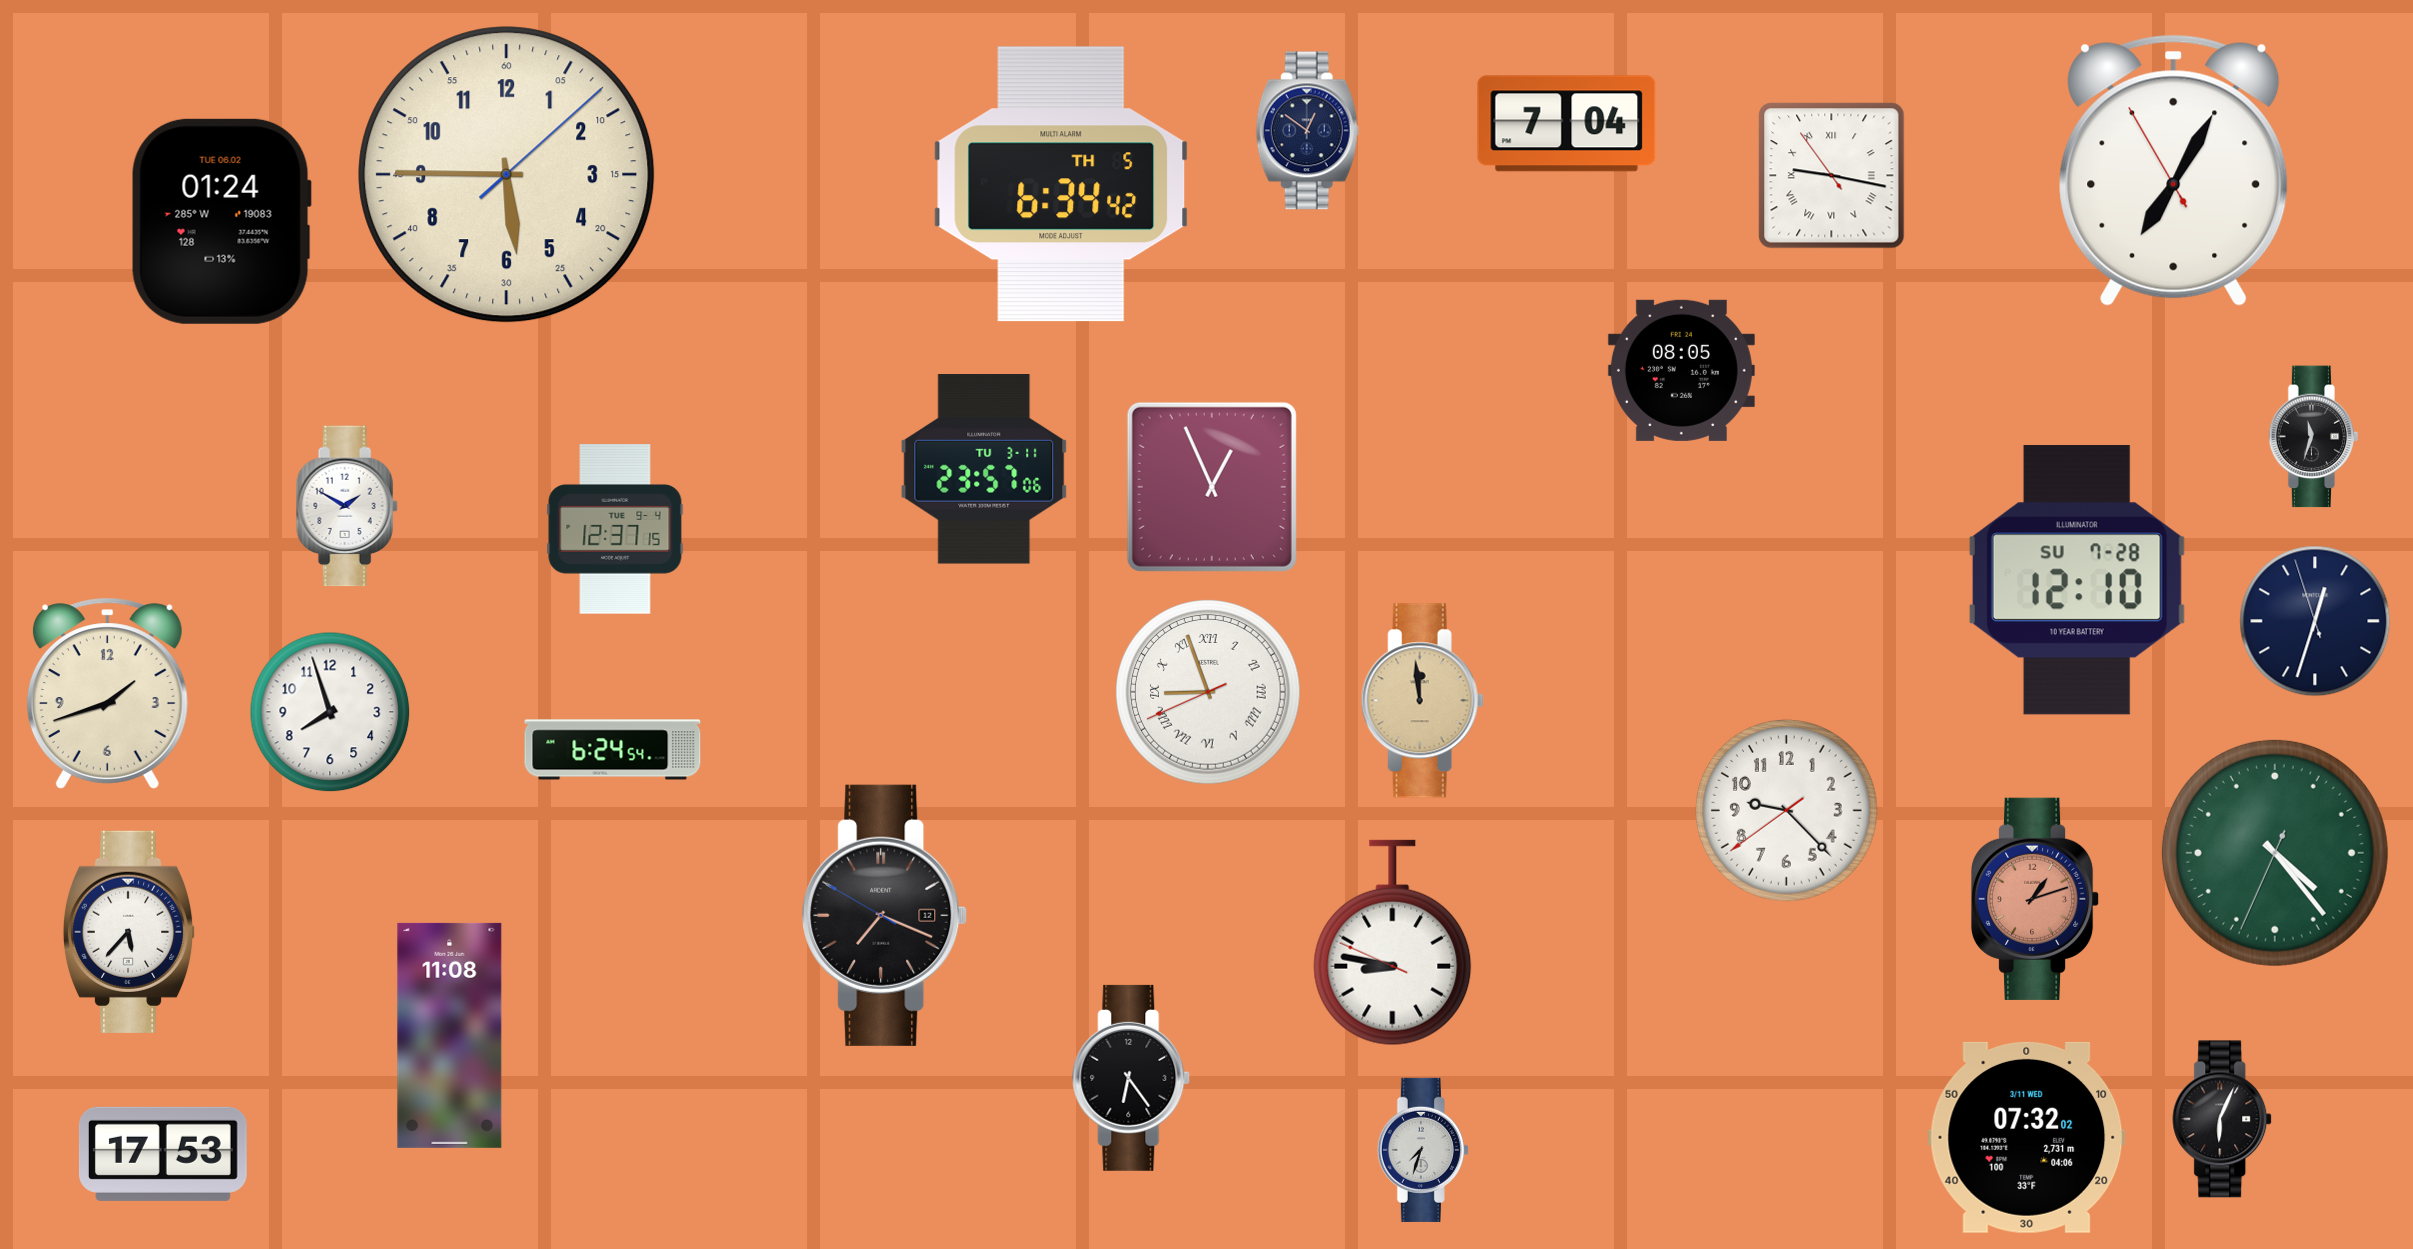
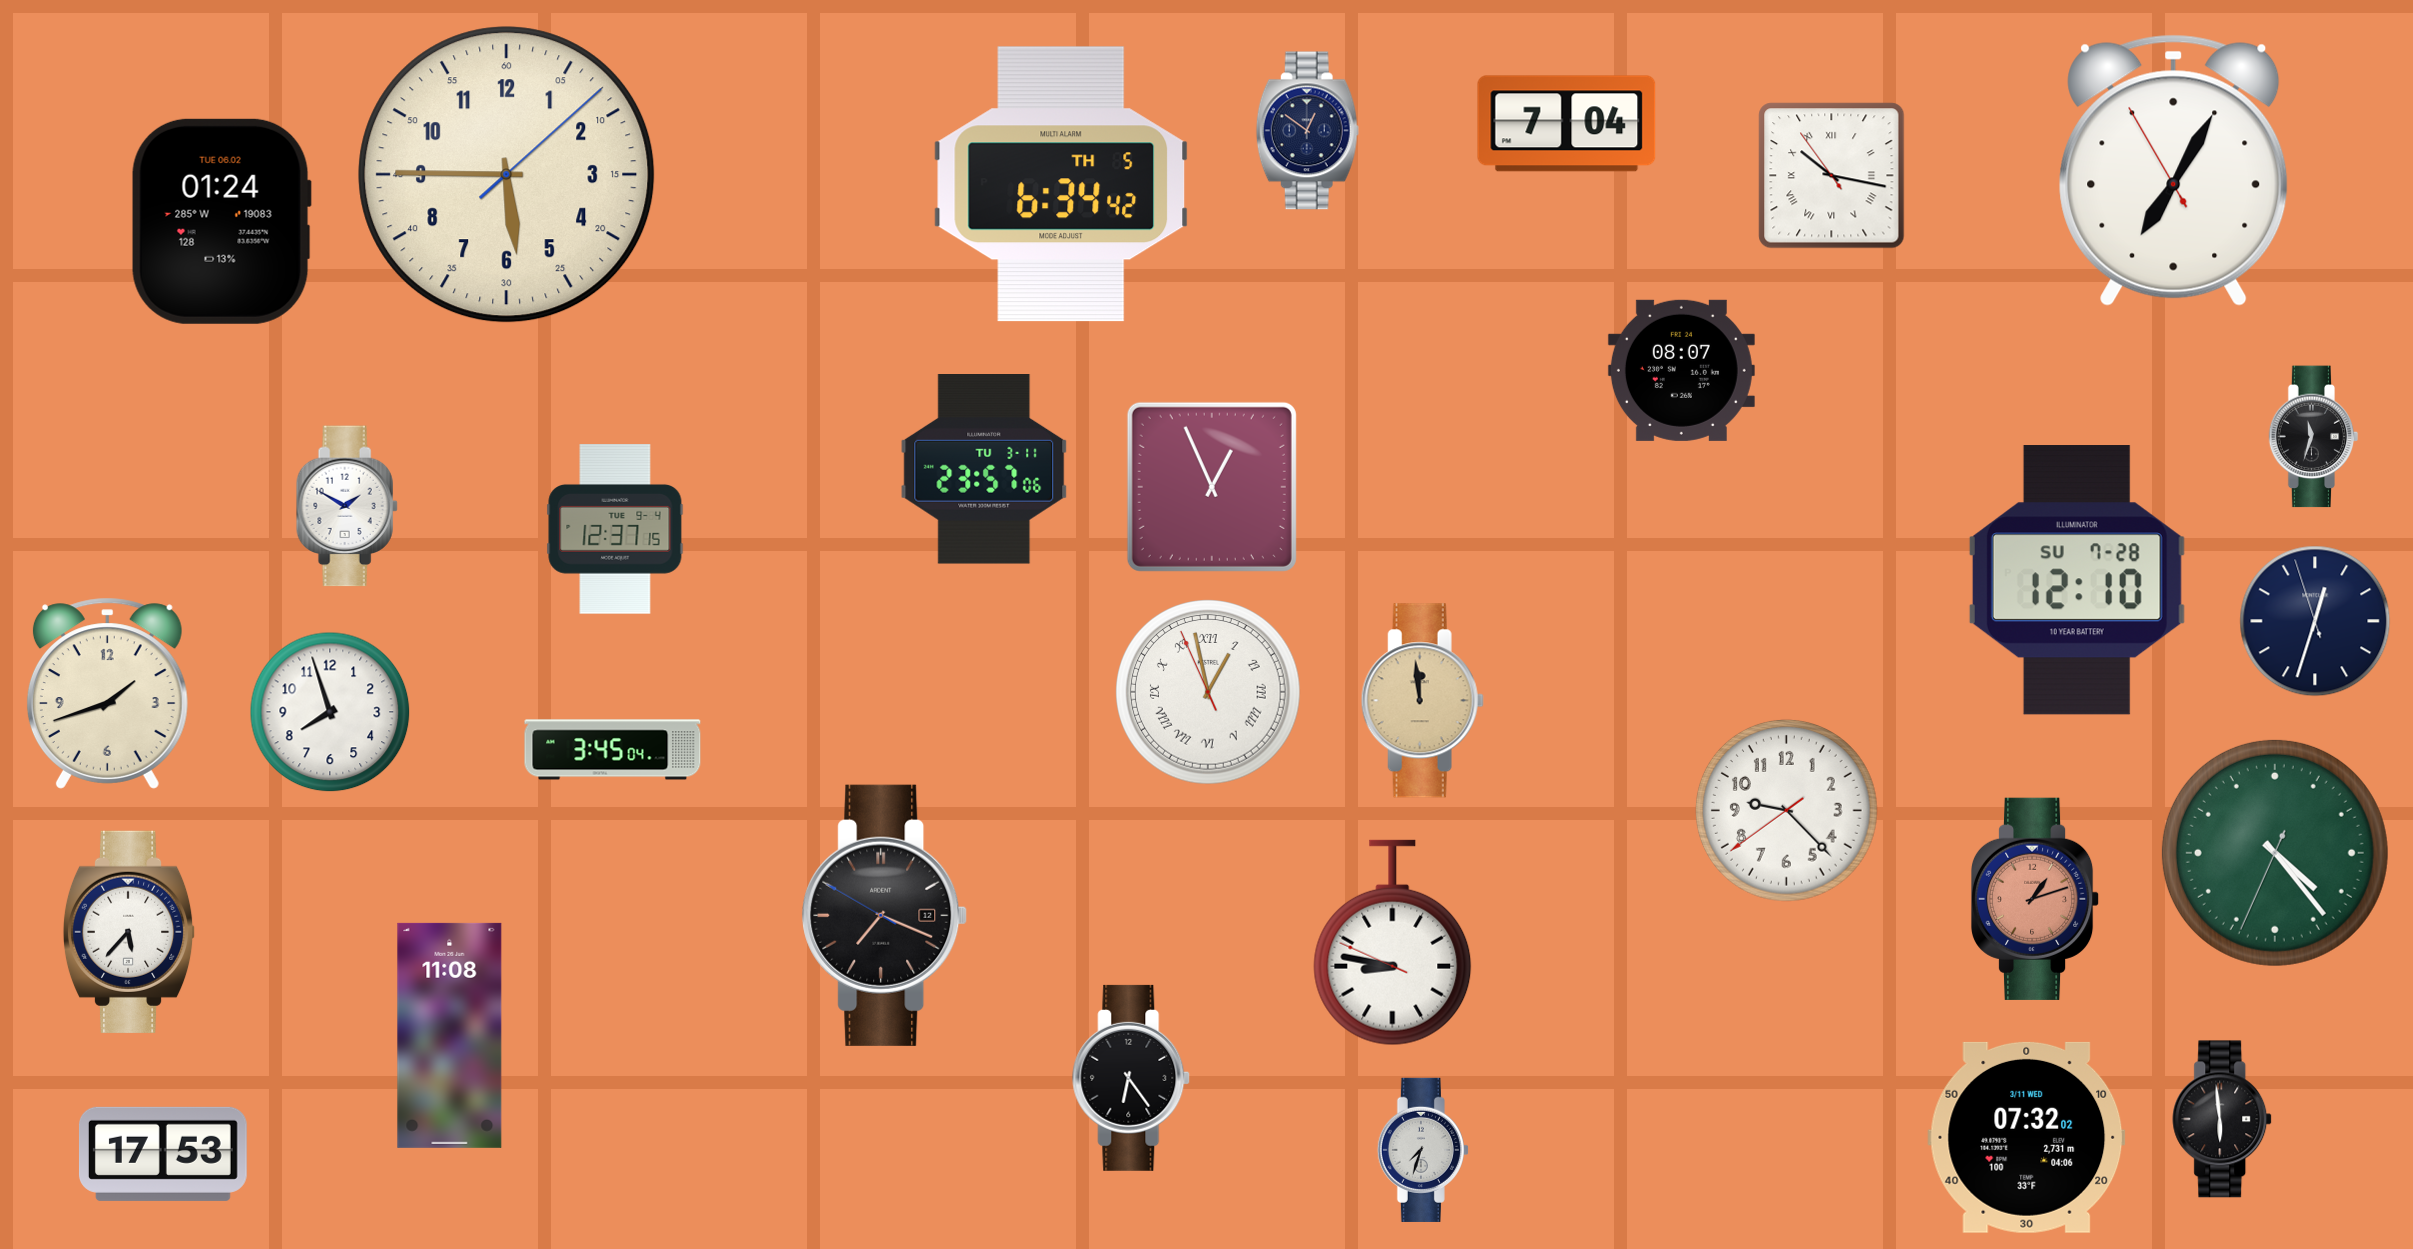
clock at (1832, 176): 9:16 -> 10:16
clock at (1681, 370): 08:05 -> 08:07
clock at (1208, 692): 8:56 -> 12:57
clock at (613, 750): 6:24 -> 3:45
clock at (2223, 1119): 6:04 -> 5:59
